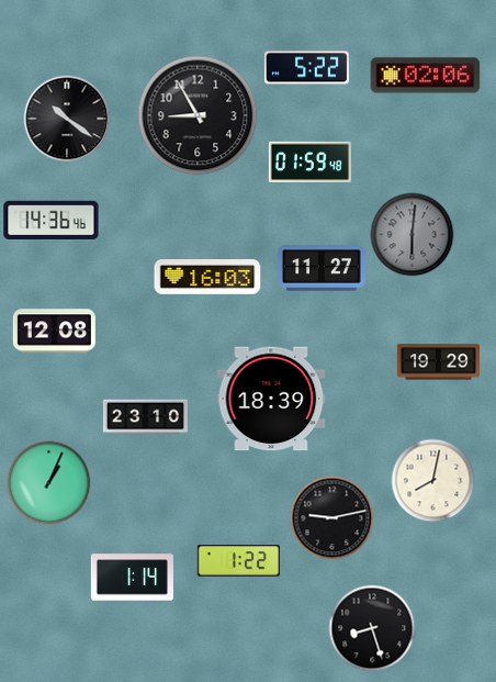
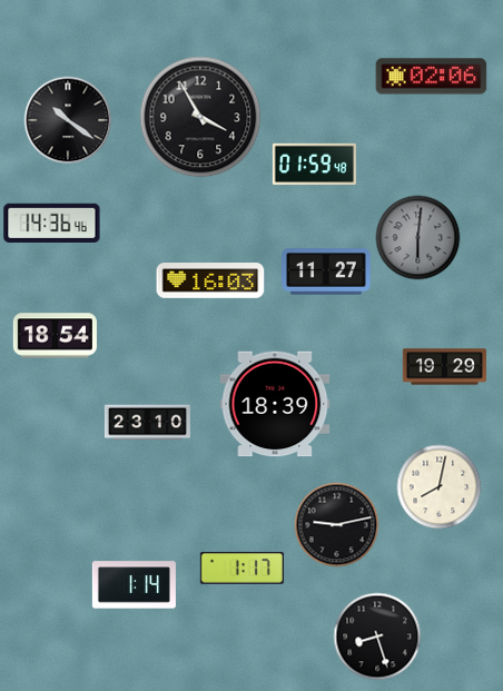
clock at (306, 68): 5:22 -> none
clock at (198, 115): 8:55 -> 3:55
clock at (54, 332): 12:08 -> 18:54
clock at (49, 483): 1:04 -> none
clock at (238, 561): 1:22 -> 1:17
